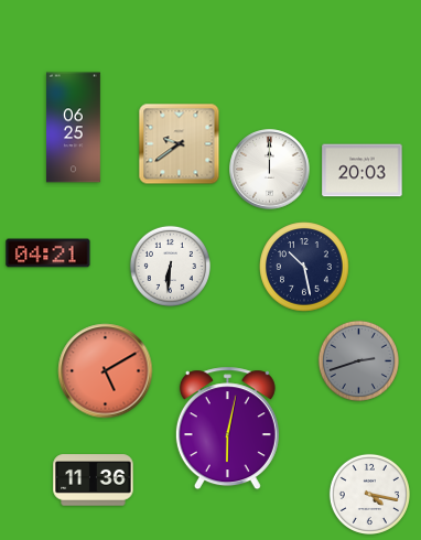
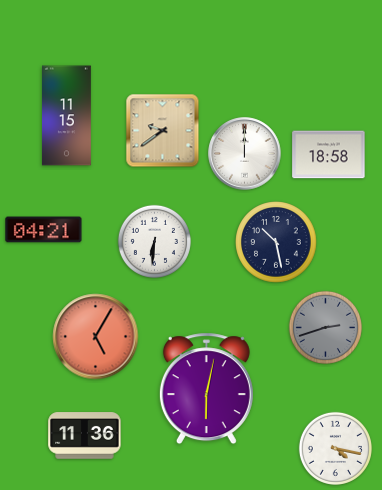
clock at (73, 128): 06:25 -> 11:15
clock at (363, 171): 20:03 -> 18:58
clock at (106, 371): 5:10 -> 5:05
